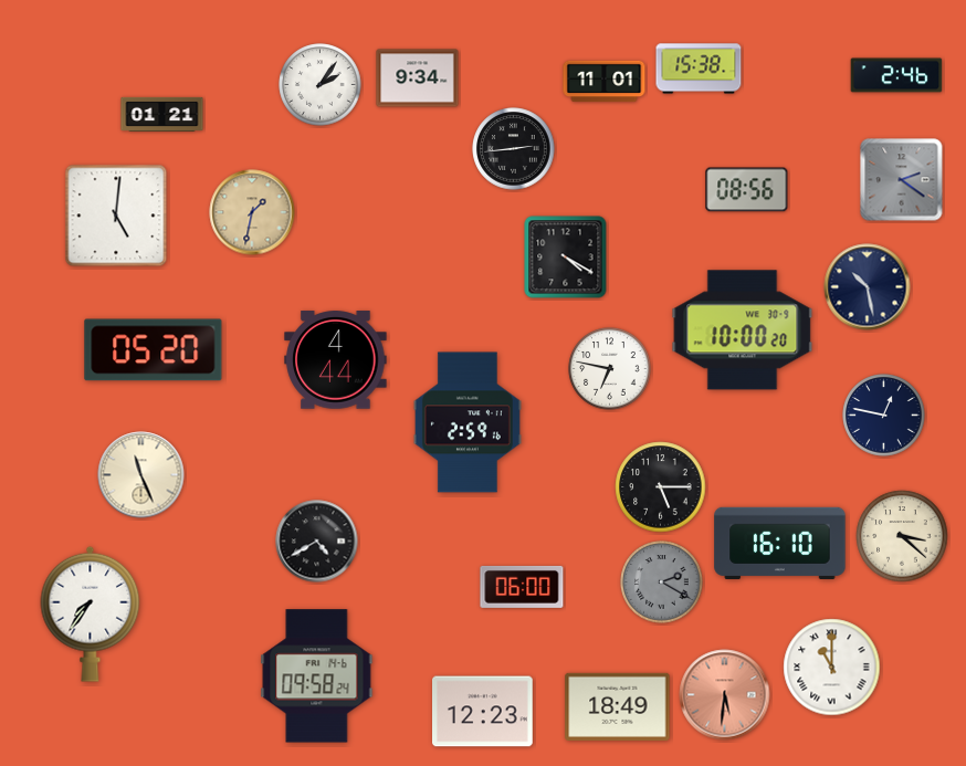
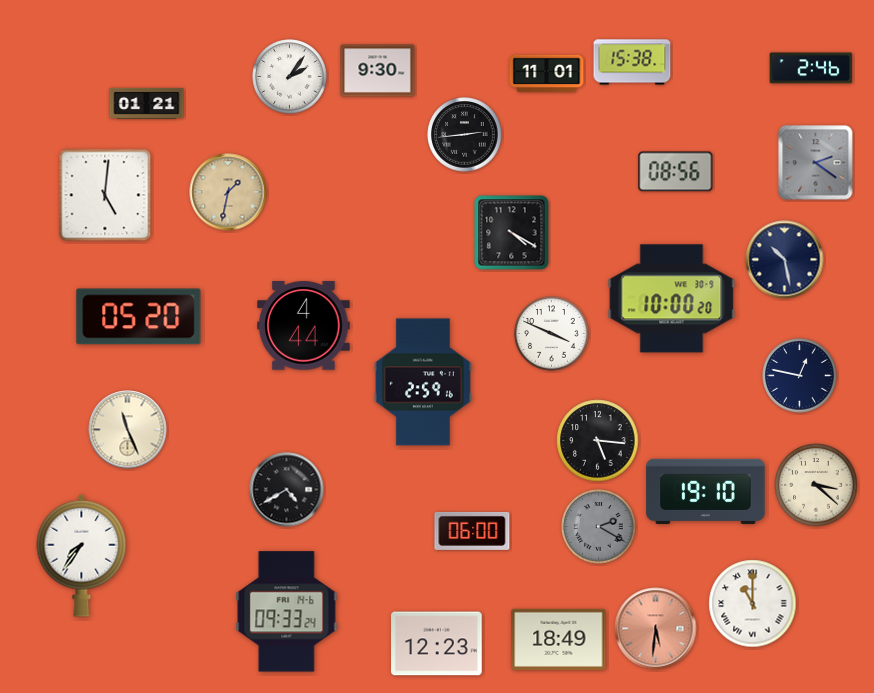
clock at (418, 78): 9:34 -> 9:30
clock at (610, 369): 6:47 -> 3:49
clock at (661, 487): 5:15 -> 5:16
clock at (780, 543): 16:10 -> 19:10
clock at (317, 676): 09:58 -> 09:33
